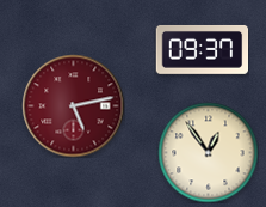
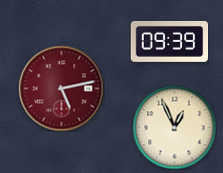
clock at (202, 50): 09:37 -> 09:39
clock at (208, 152): 12:54 -> 12:56
